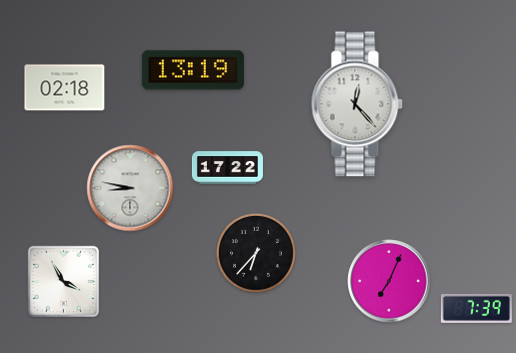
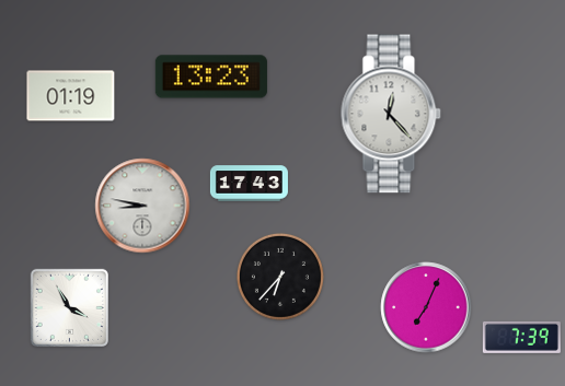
clock at (193, 70): 13:19 -> 13:23
clock at (65, 88): 02:18 -> 01:19
clock at (227, 168): 17:22 -> 17:43
